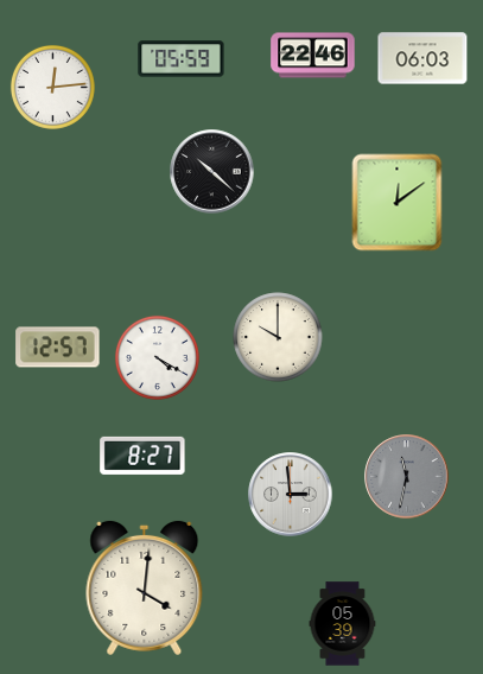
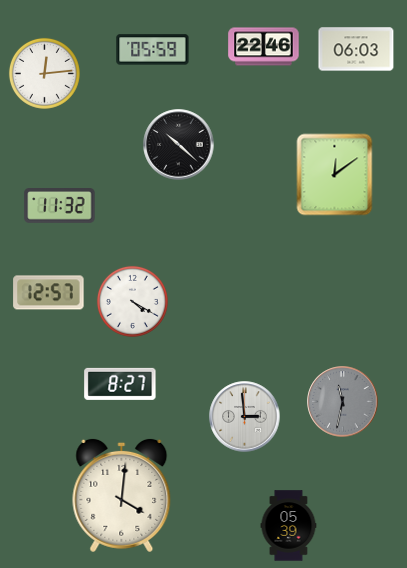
clock at (398, 203) position: (398, 203) -> (335, 175)
clock at (60, 206): none -> 11:32
clock at (278, 337): 10:00 -> none
